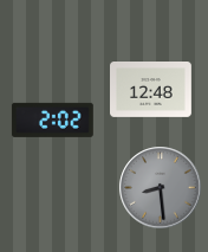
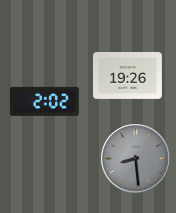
clock at (151, 90): 12:48 -> 19:26
